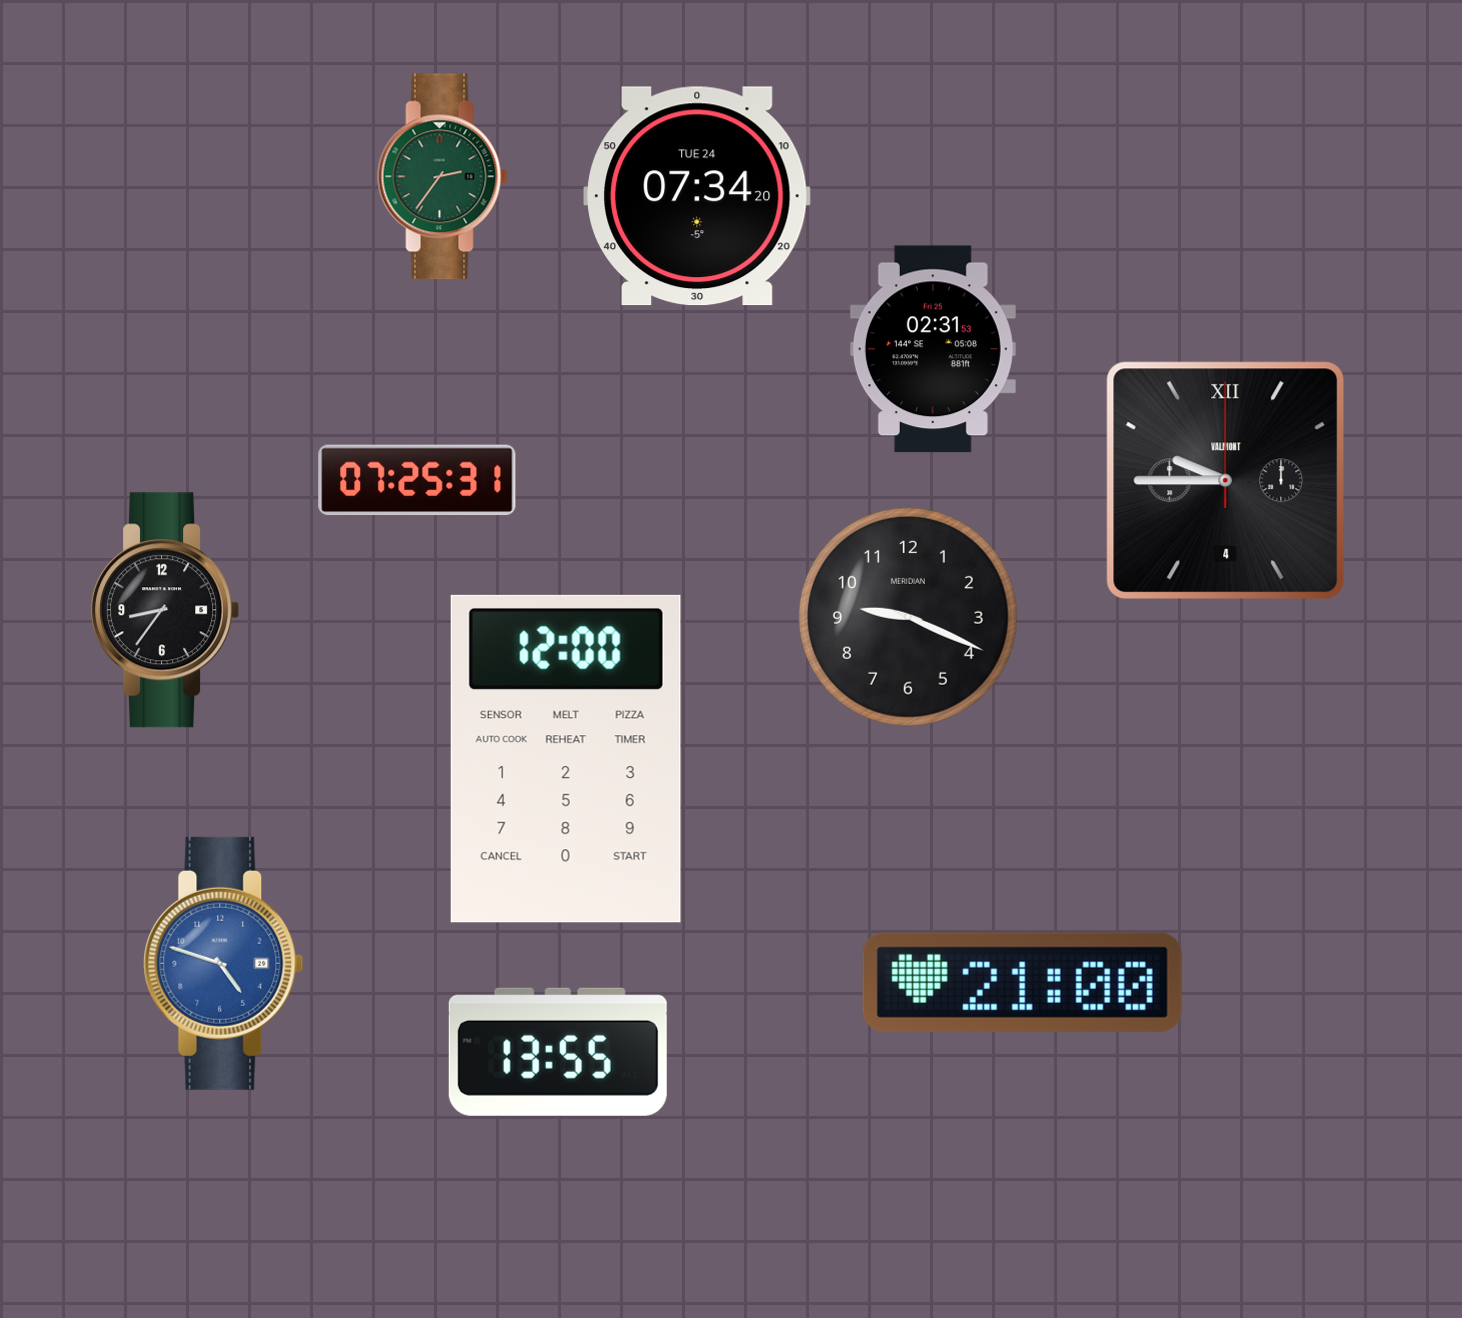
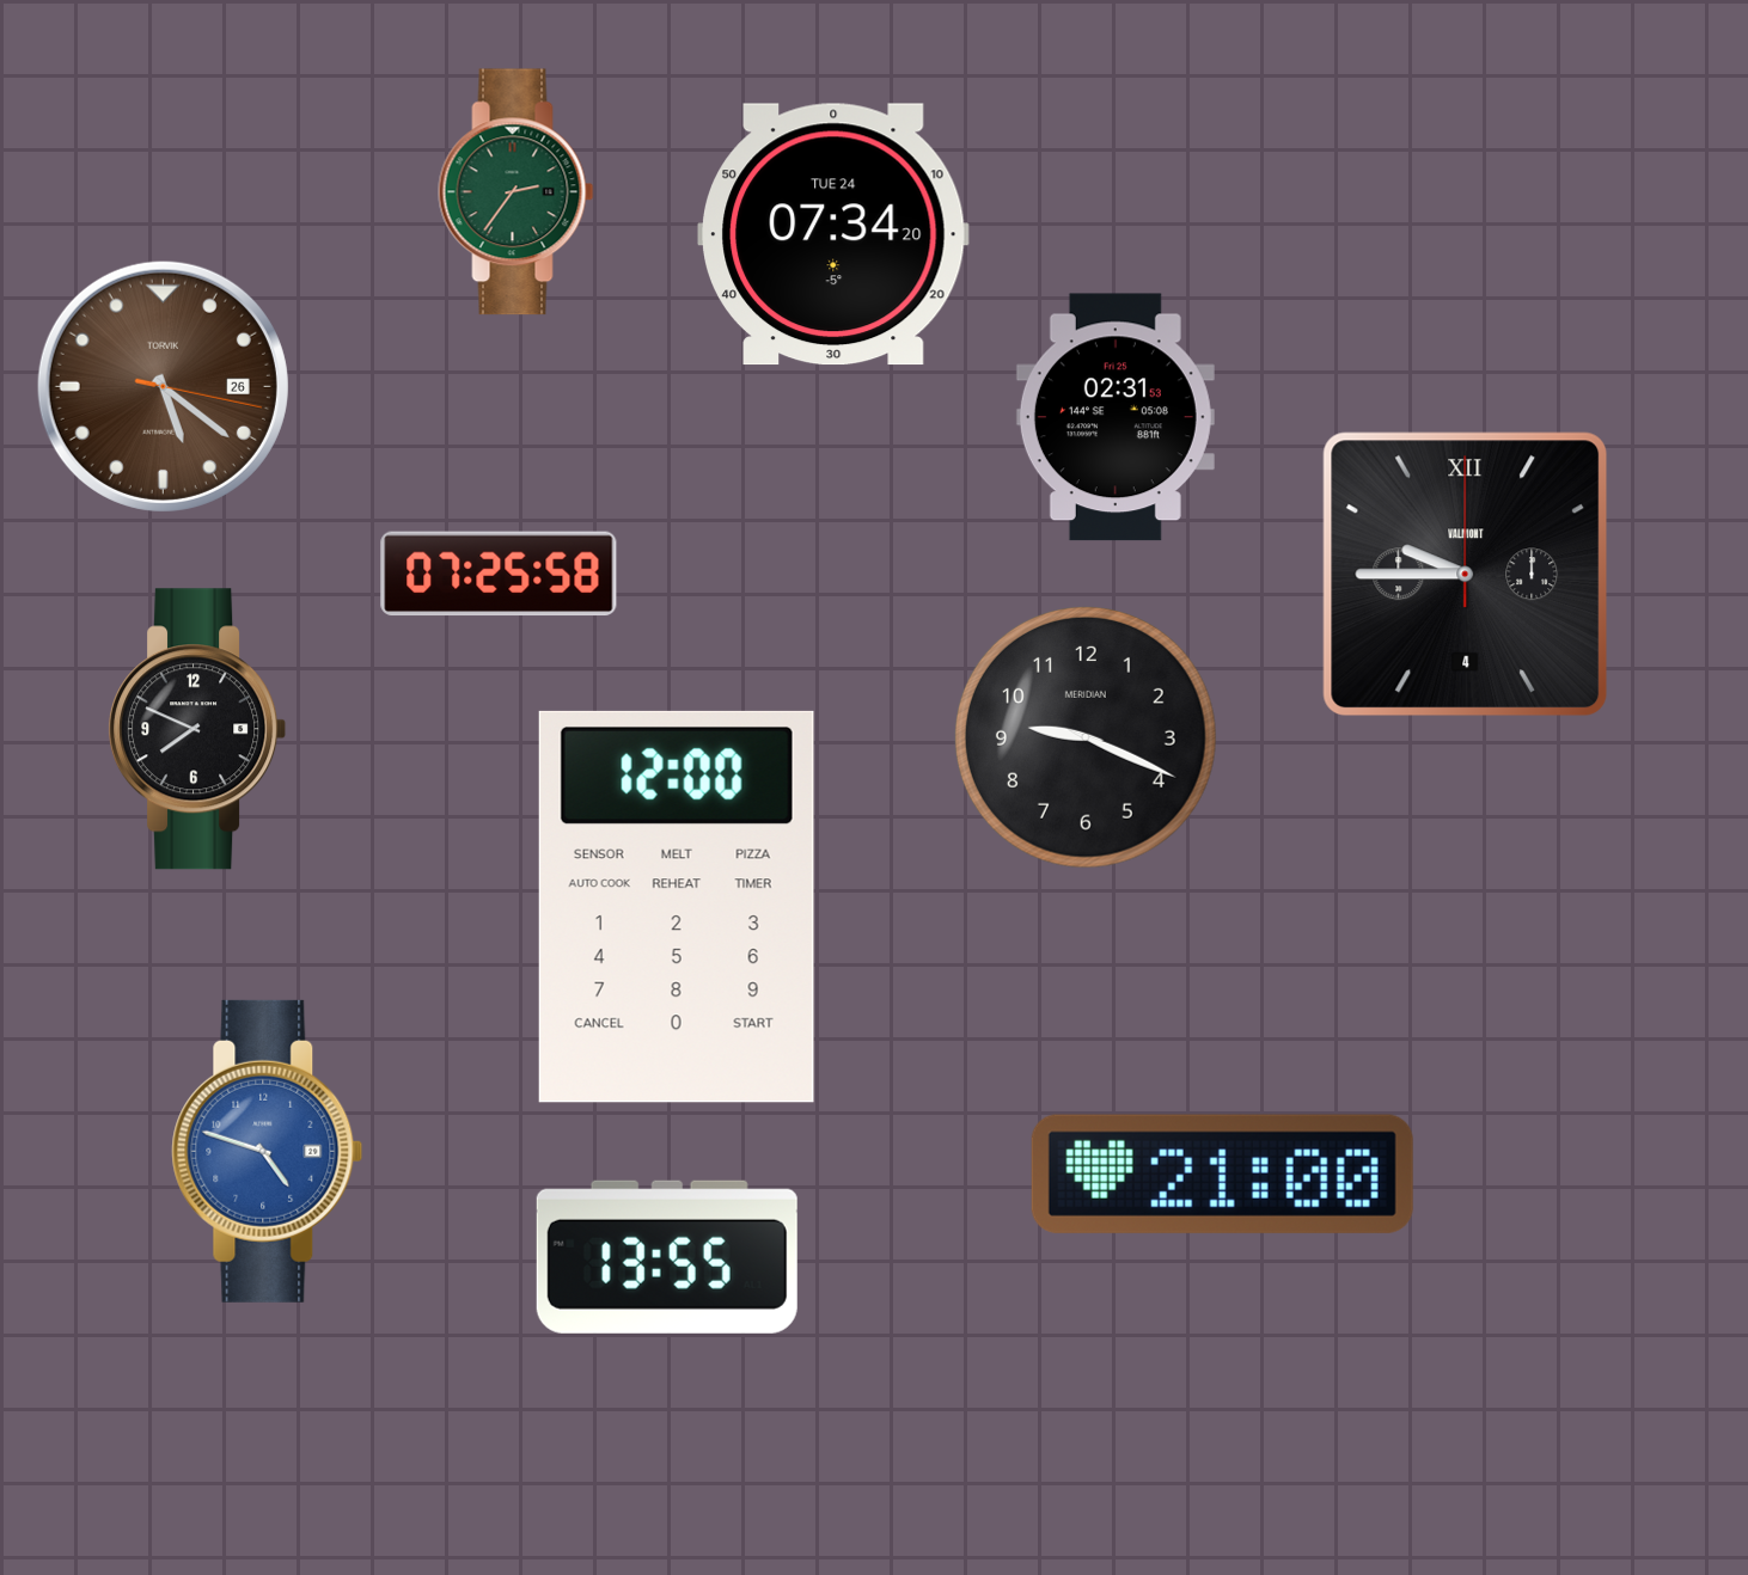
clock at (443, 177) position: (443, 177) -> (517, 192)
clock at (163, 386): none -> 5:21
clock at (417, 480): 07:25:31 -> 07:25:58
clock at (165, 610): 8:36 -> 7:49
